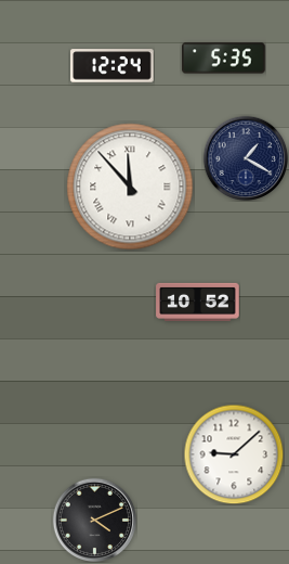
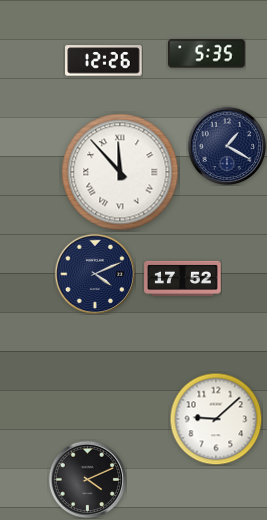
clock at (113, 66): 12:24 -> 12:26
clock at (95, 274): none -> 4:11
clock at (198, 302): 10:52 -> 17:52
